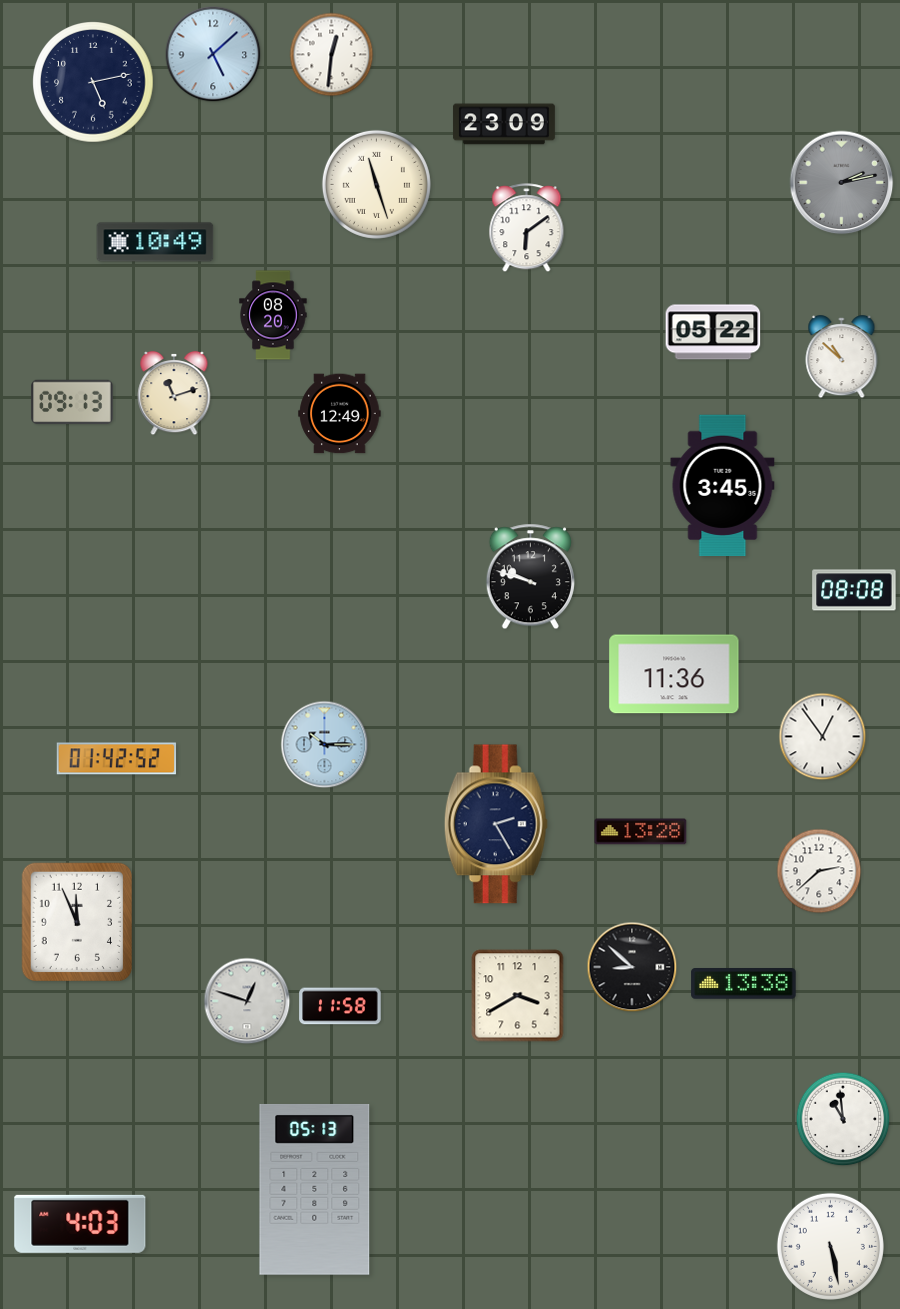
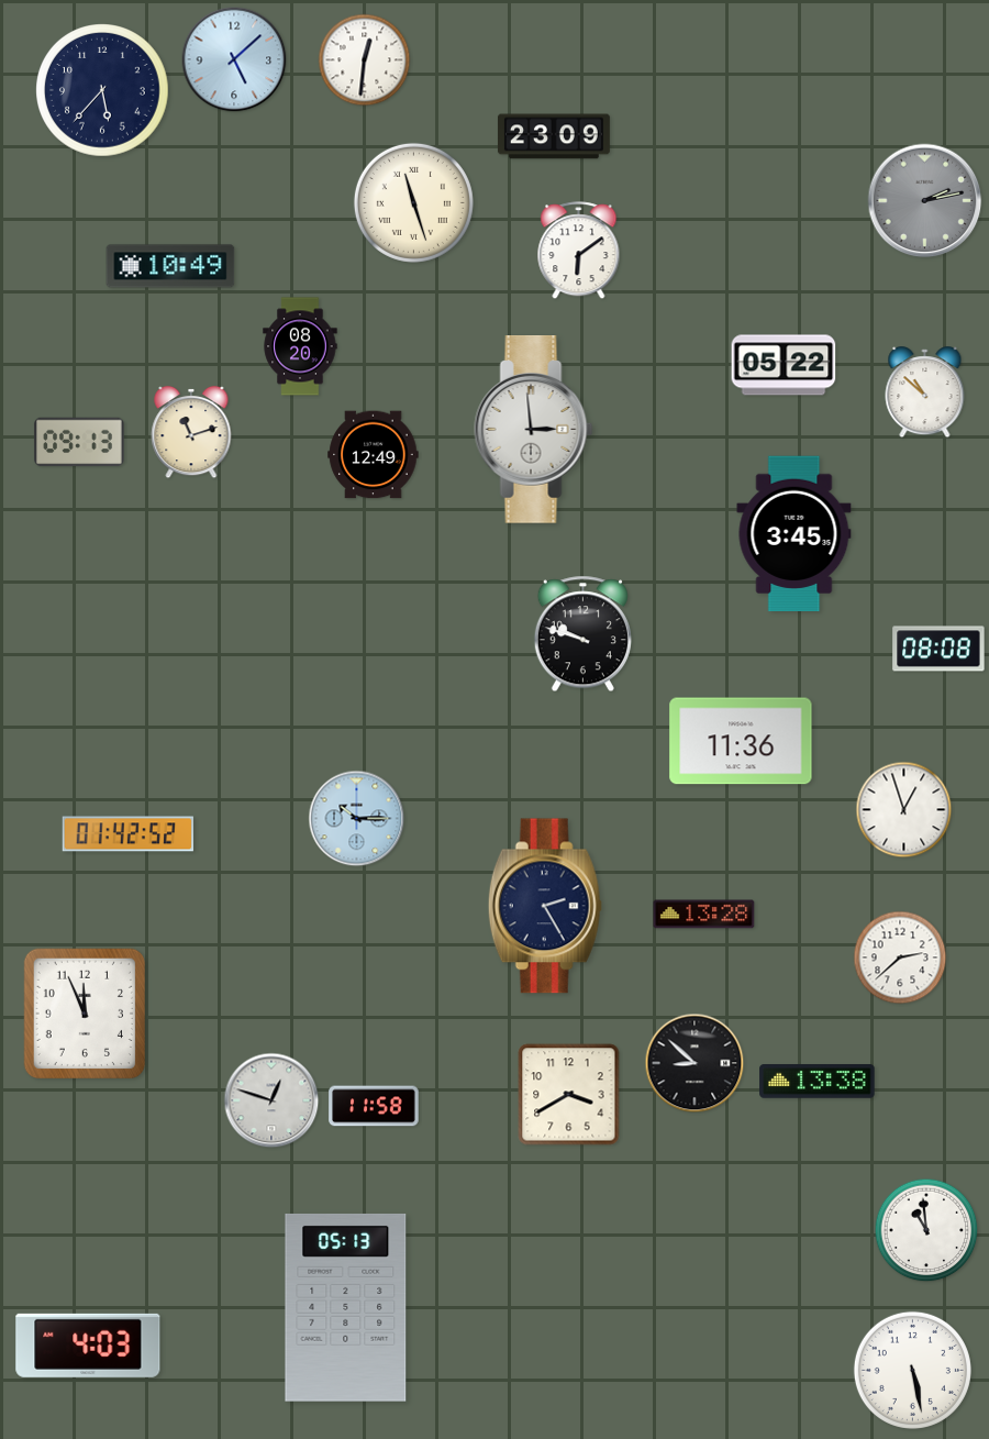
clock at (93, 82): 5:13 -> 5:37
clock at (534, 430): none -> 2:59
clock at (823, 737): 12:54 -> 12:57
